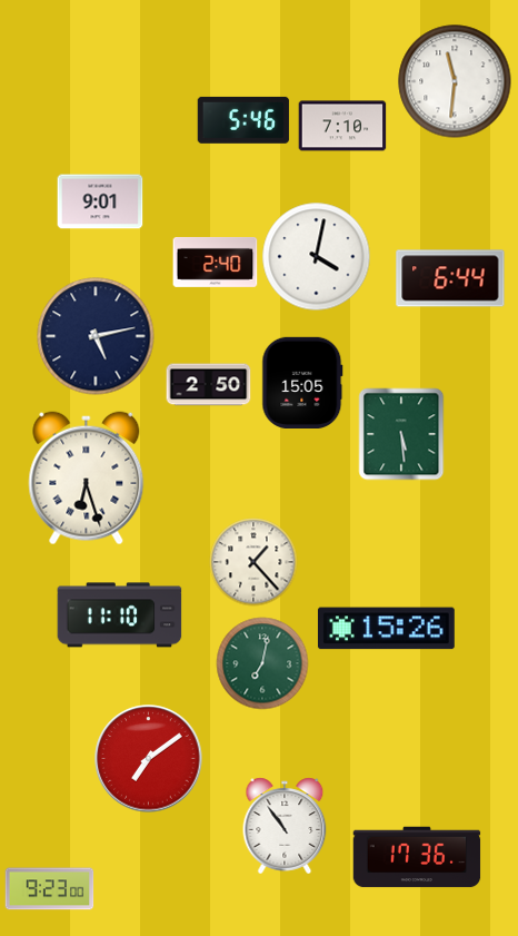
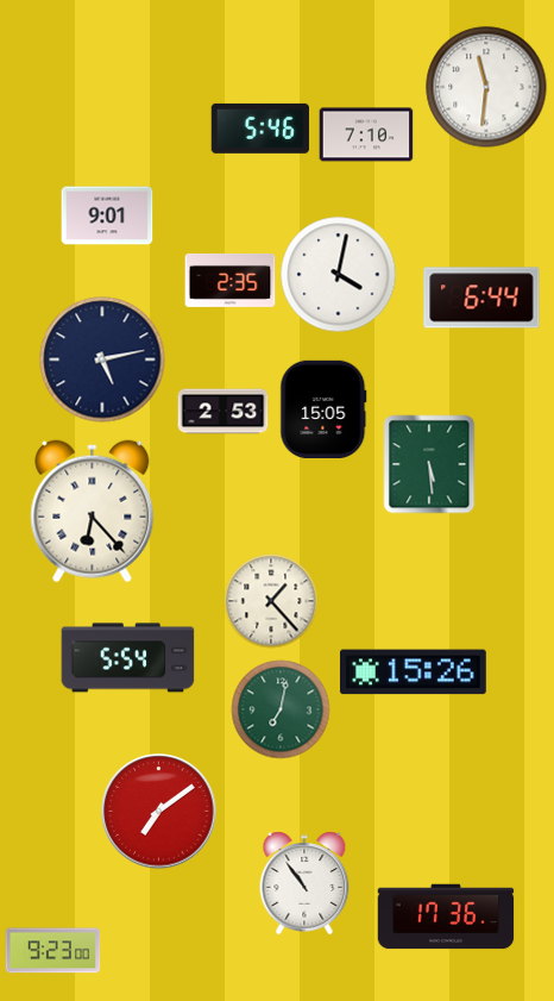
clock at (216, 262): 2:40 -> 2:35
clock at (209, 385): 2:50 -> 2:53
clock at (87, 479): 6:27 -> 6:23
clock at (120, 615): 11:10 -> 5:54
